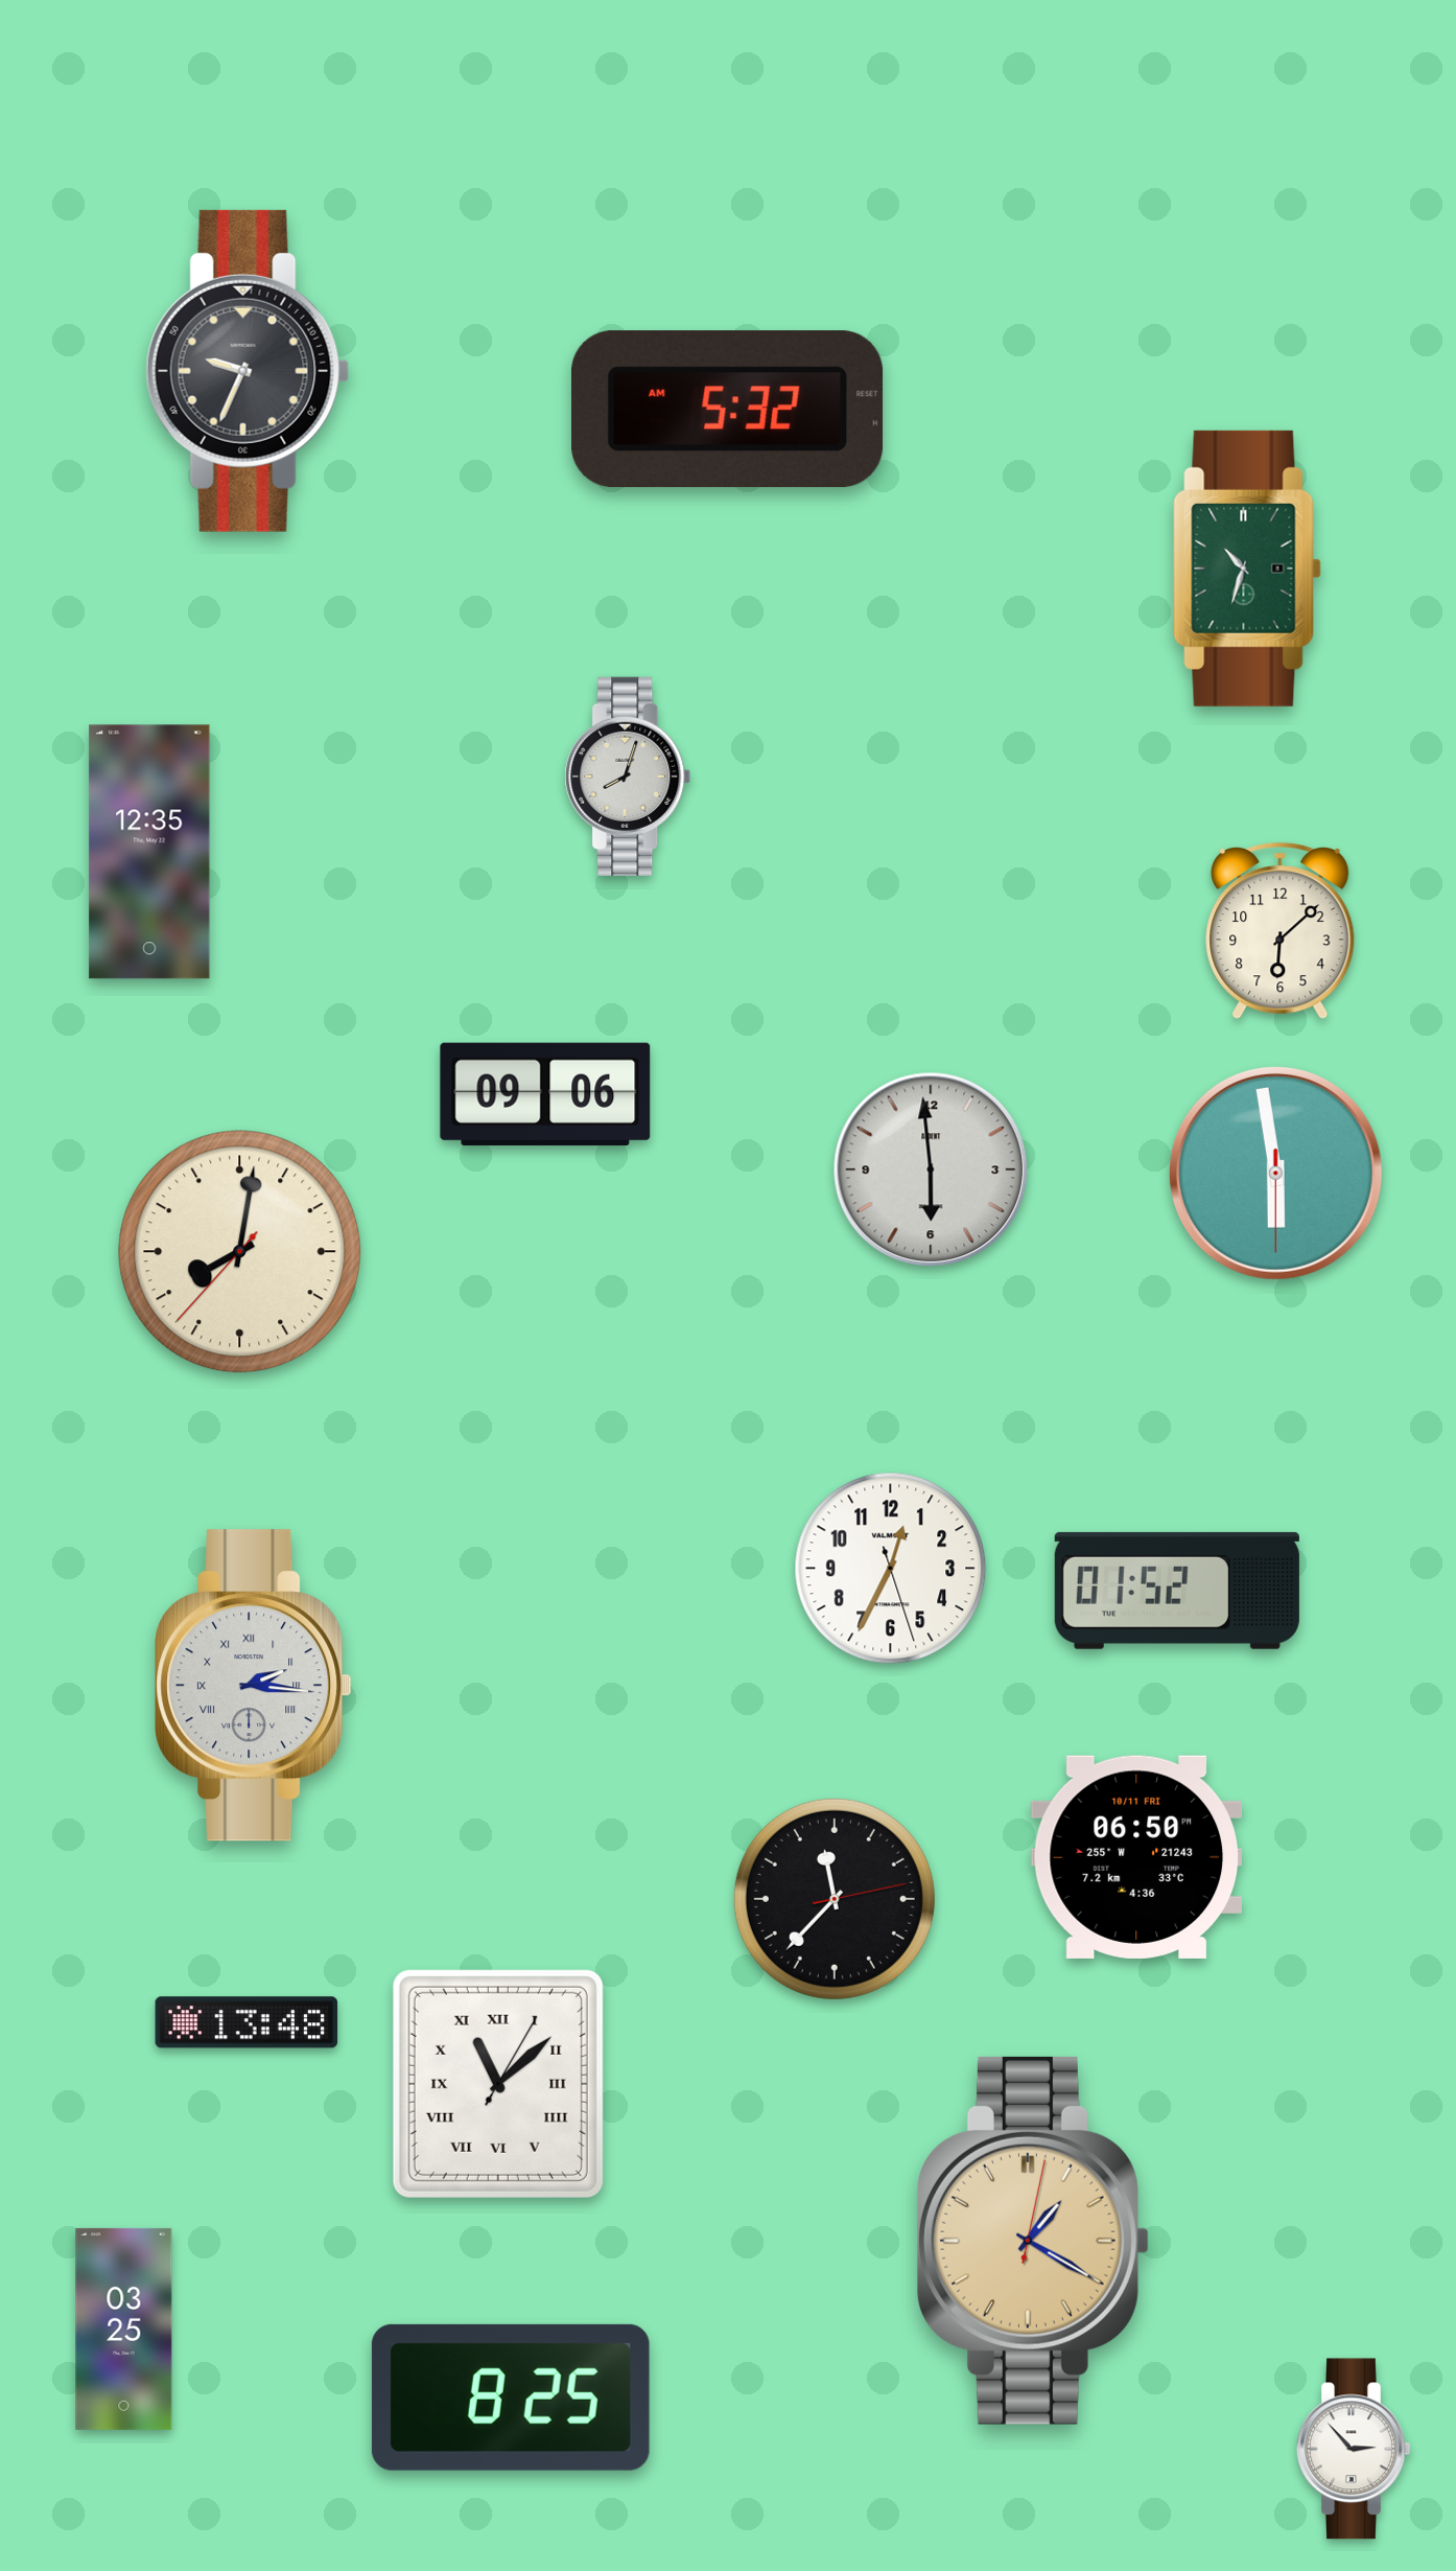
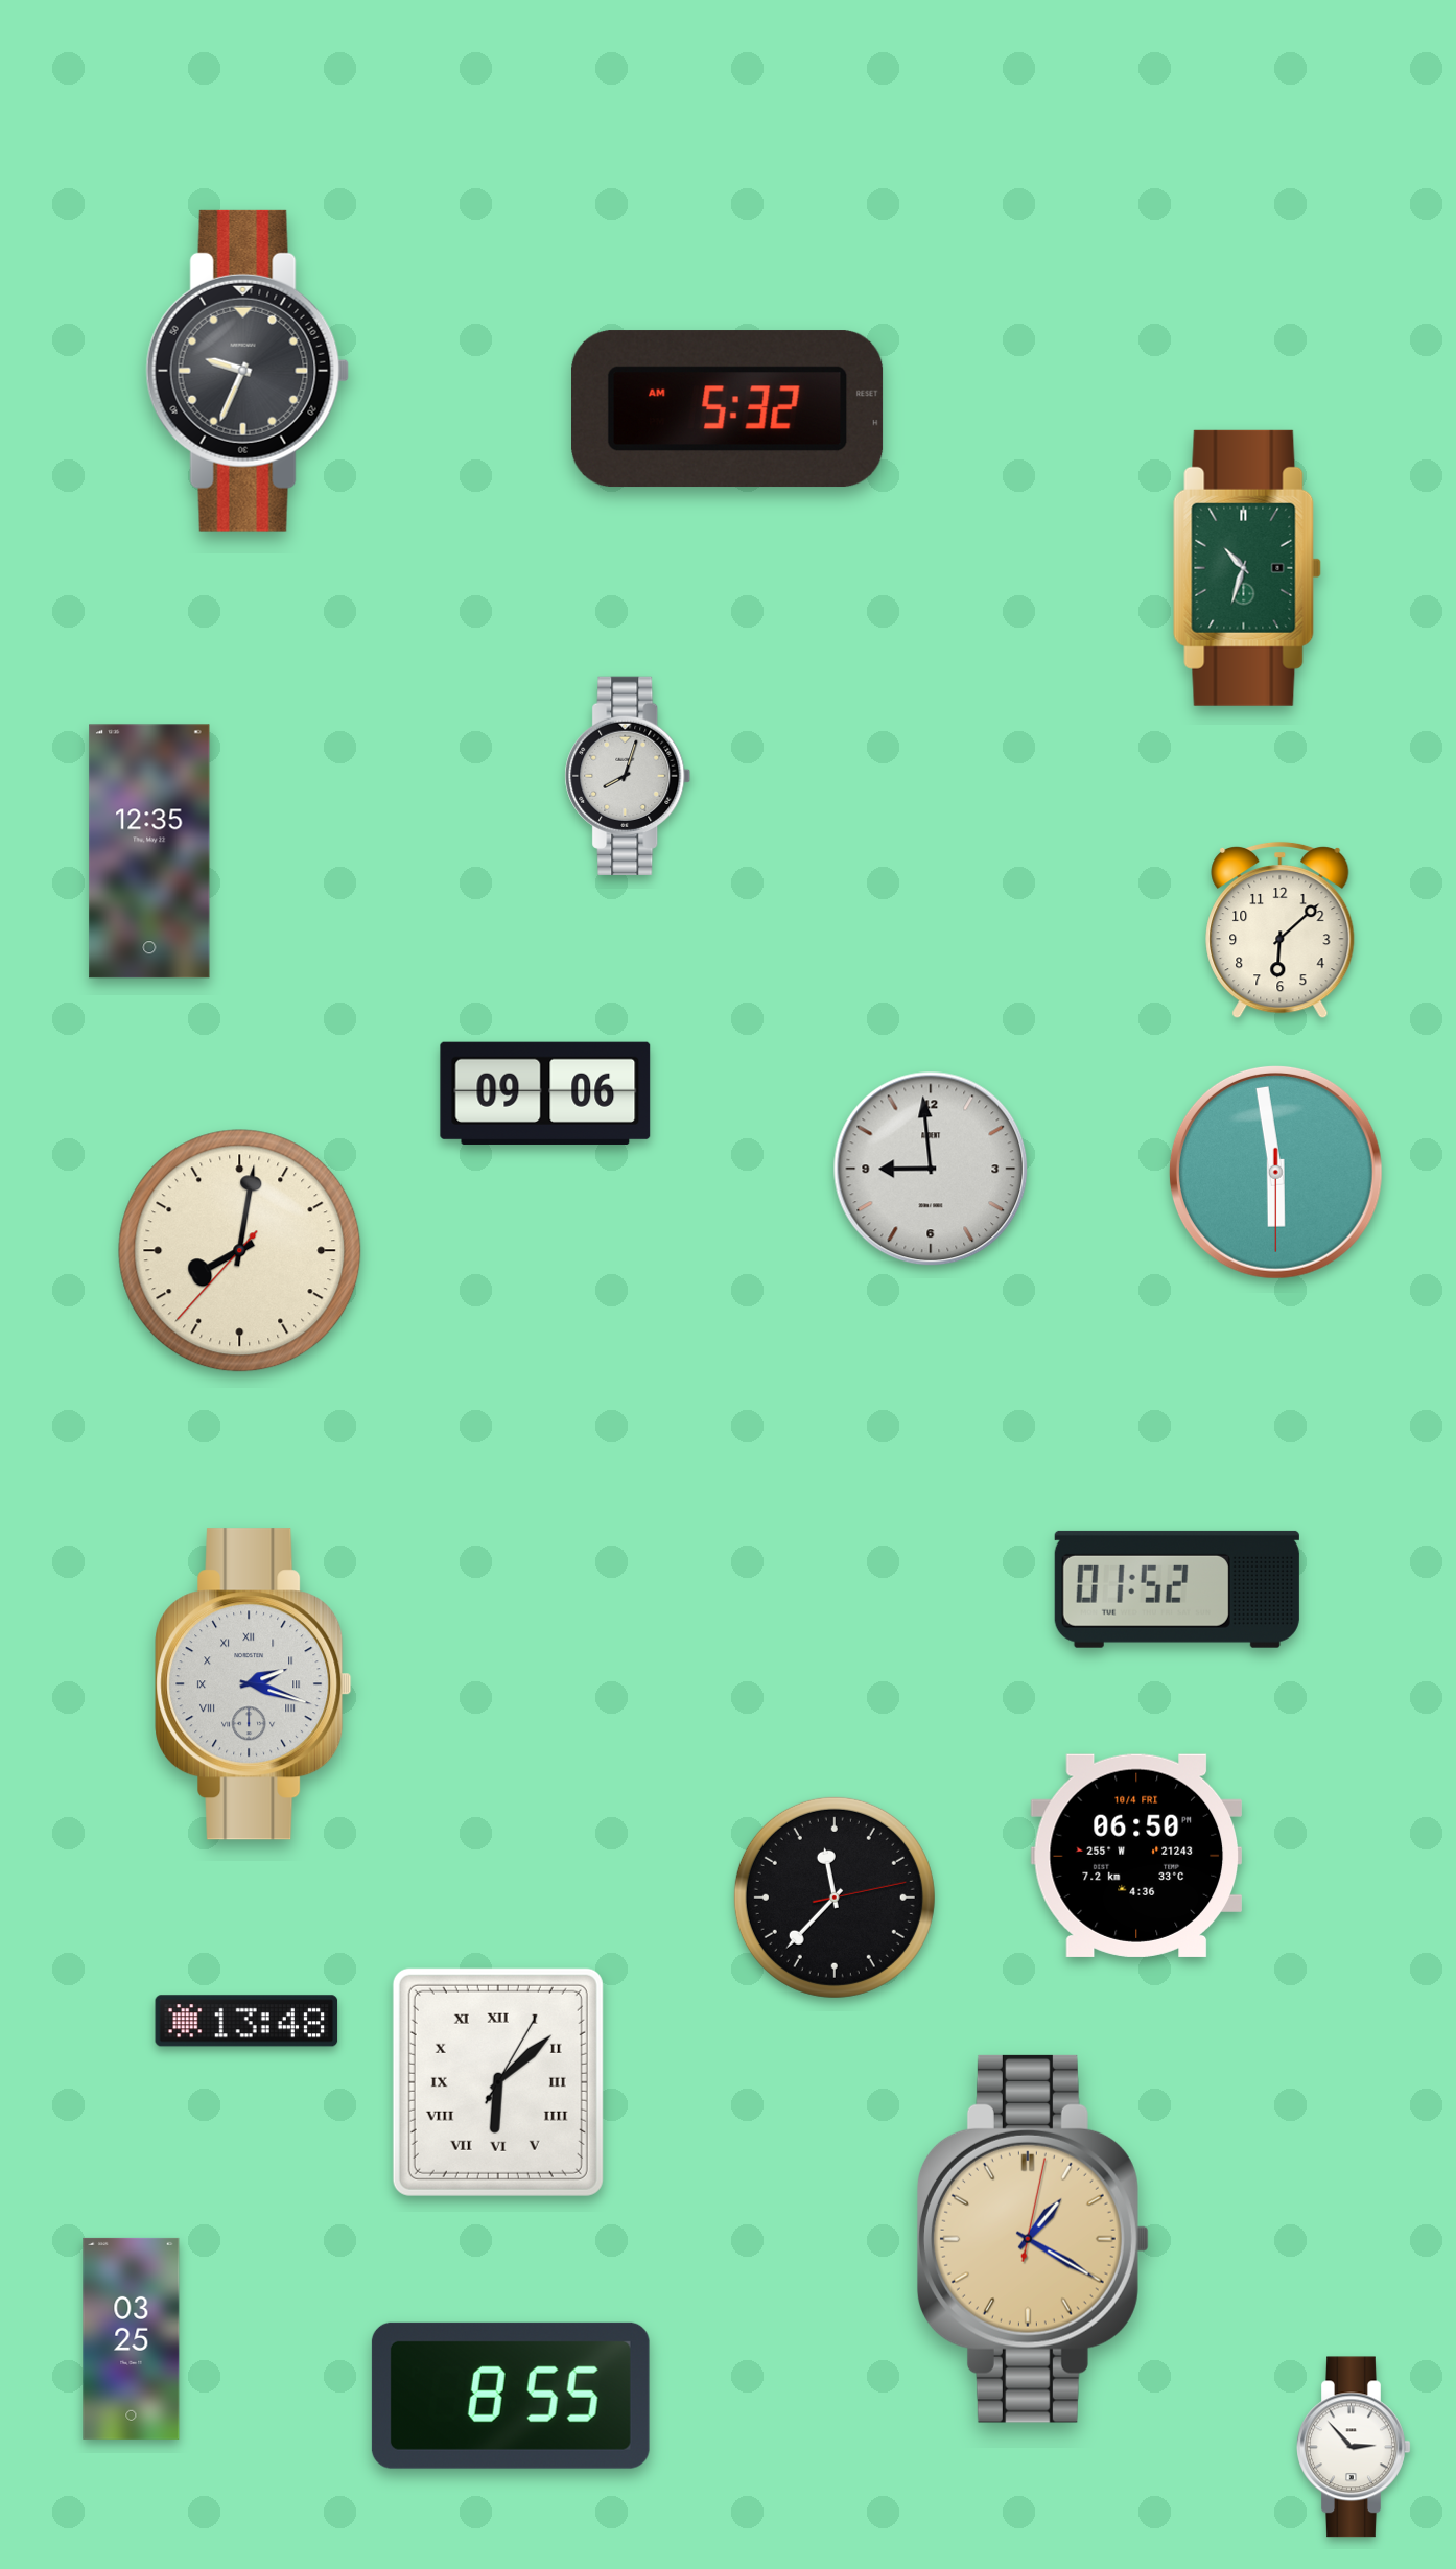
clock at (931, 1169): 5:59 -> 8:59
clock at (891, 1569): 12:34 -> none
clock at (254, 1686): 2:16 -> 2:18
clock at (1135, 1857) date: 10/11 FRI -> 10/4 FRI
clock at (498, 2084): 11:08 -> 6:08
clock at (124, 2329) position: (124, 2329) -> (132, 2338)
clock at (511, 2398): 8:25 -> 8:55
